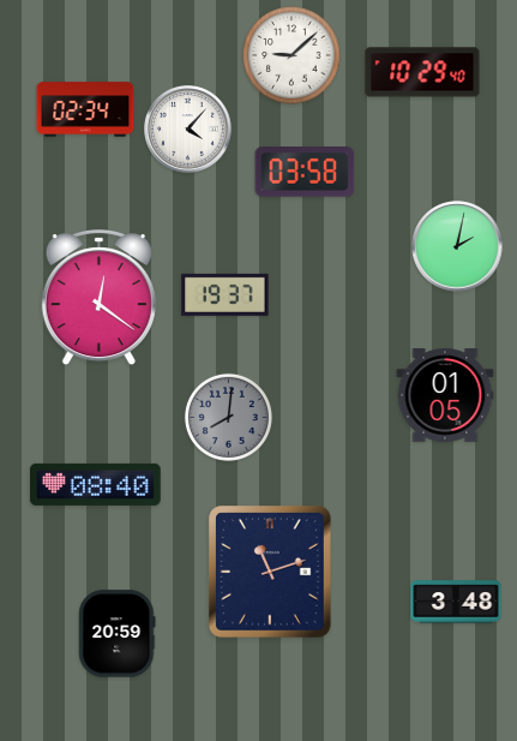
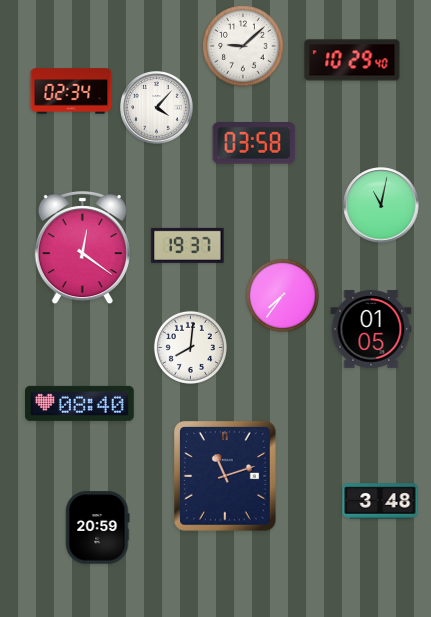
clock at (457, 246): 2:02 -> 11:02
clock at (282, 295): none -> 7:36
clock at (228, 417) dial: grey -> white
